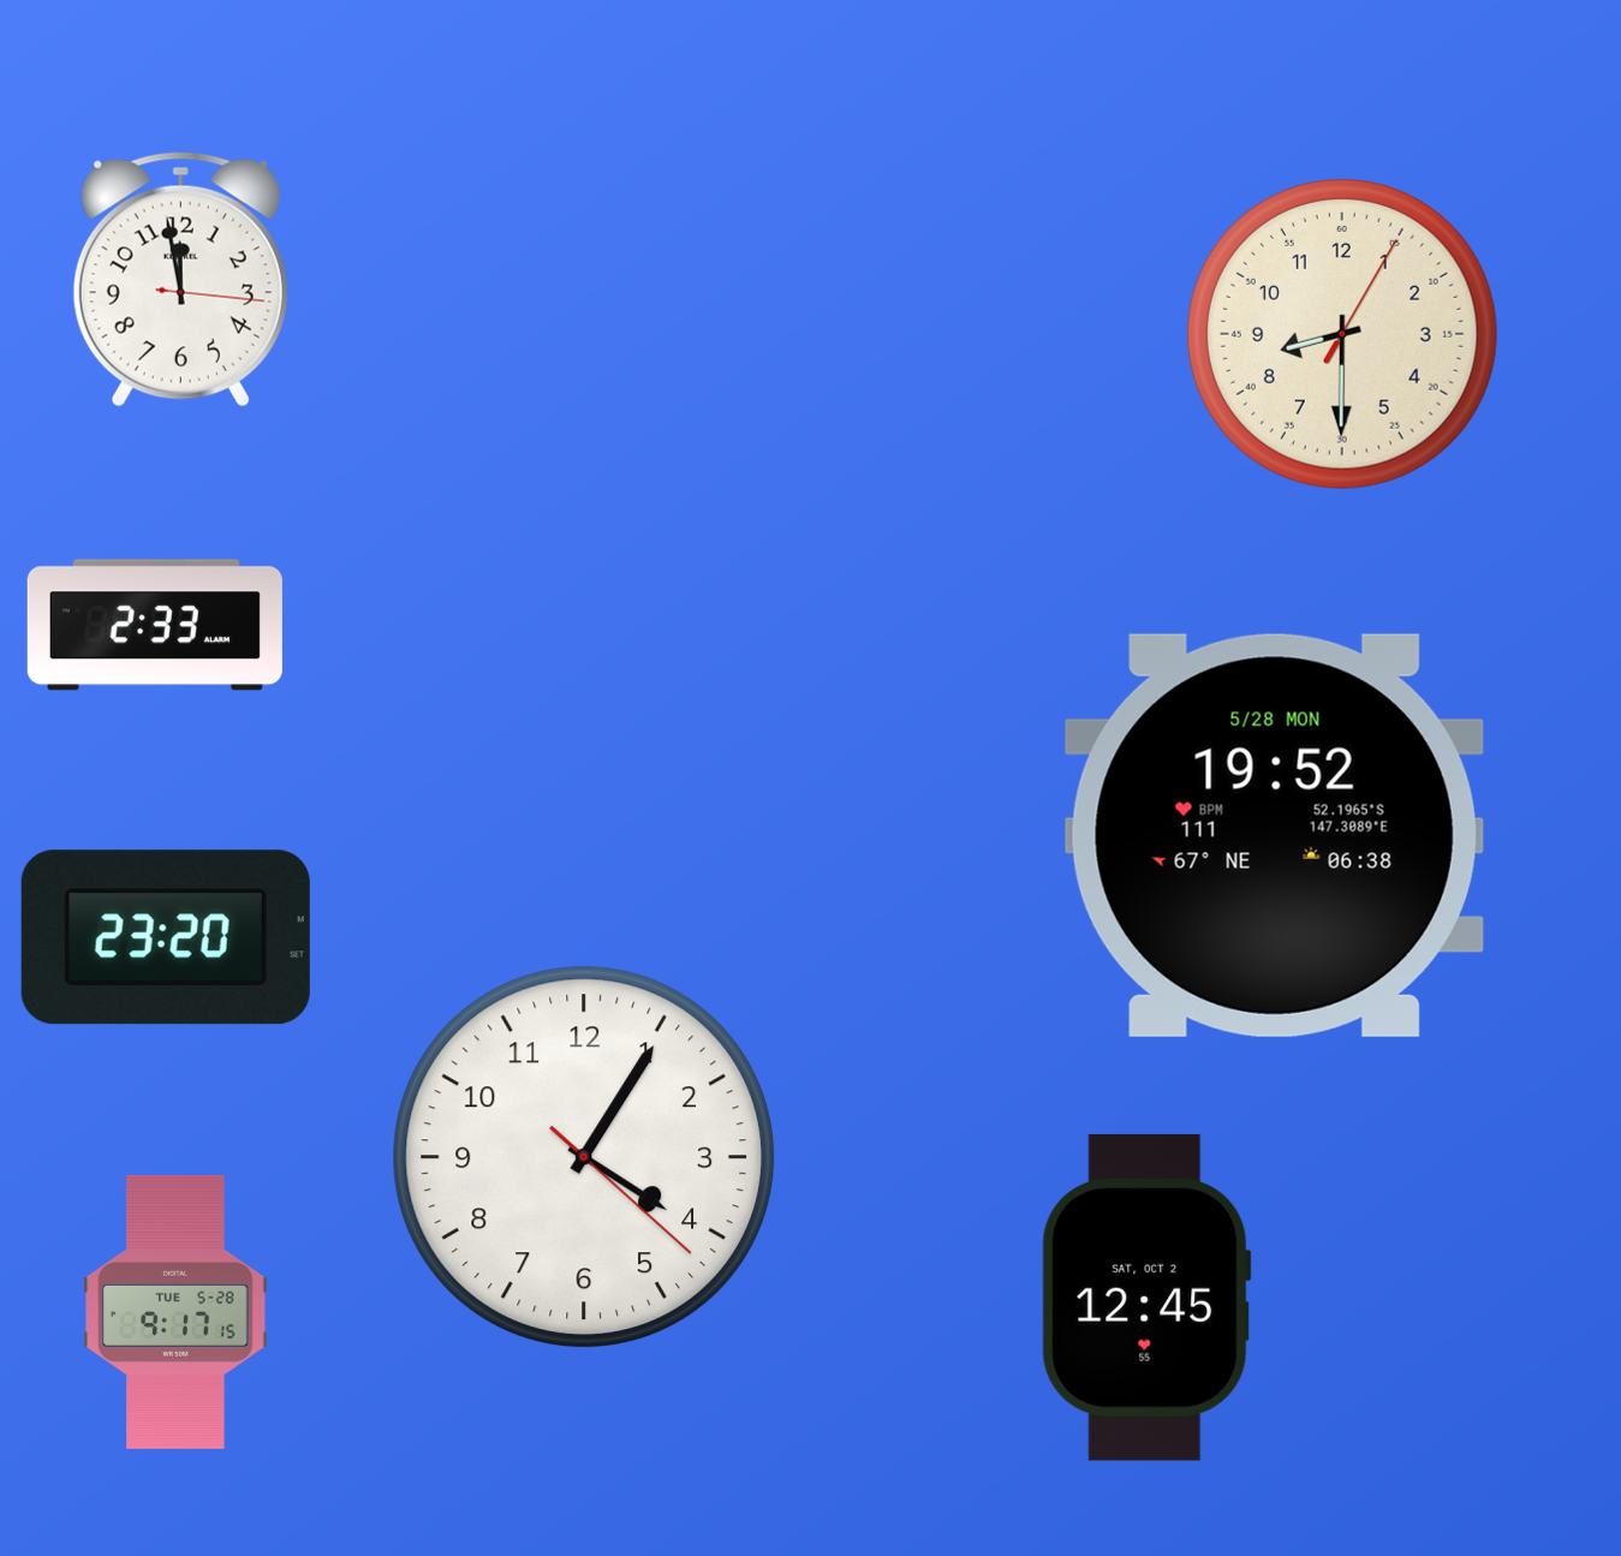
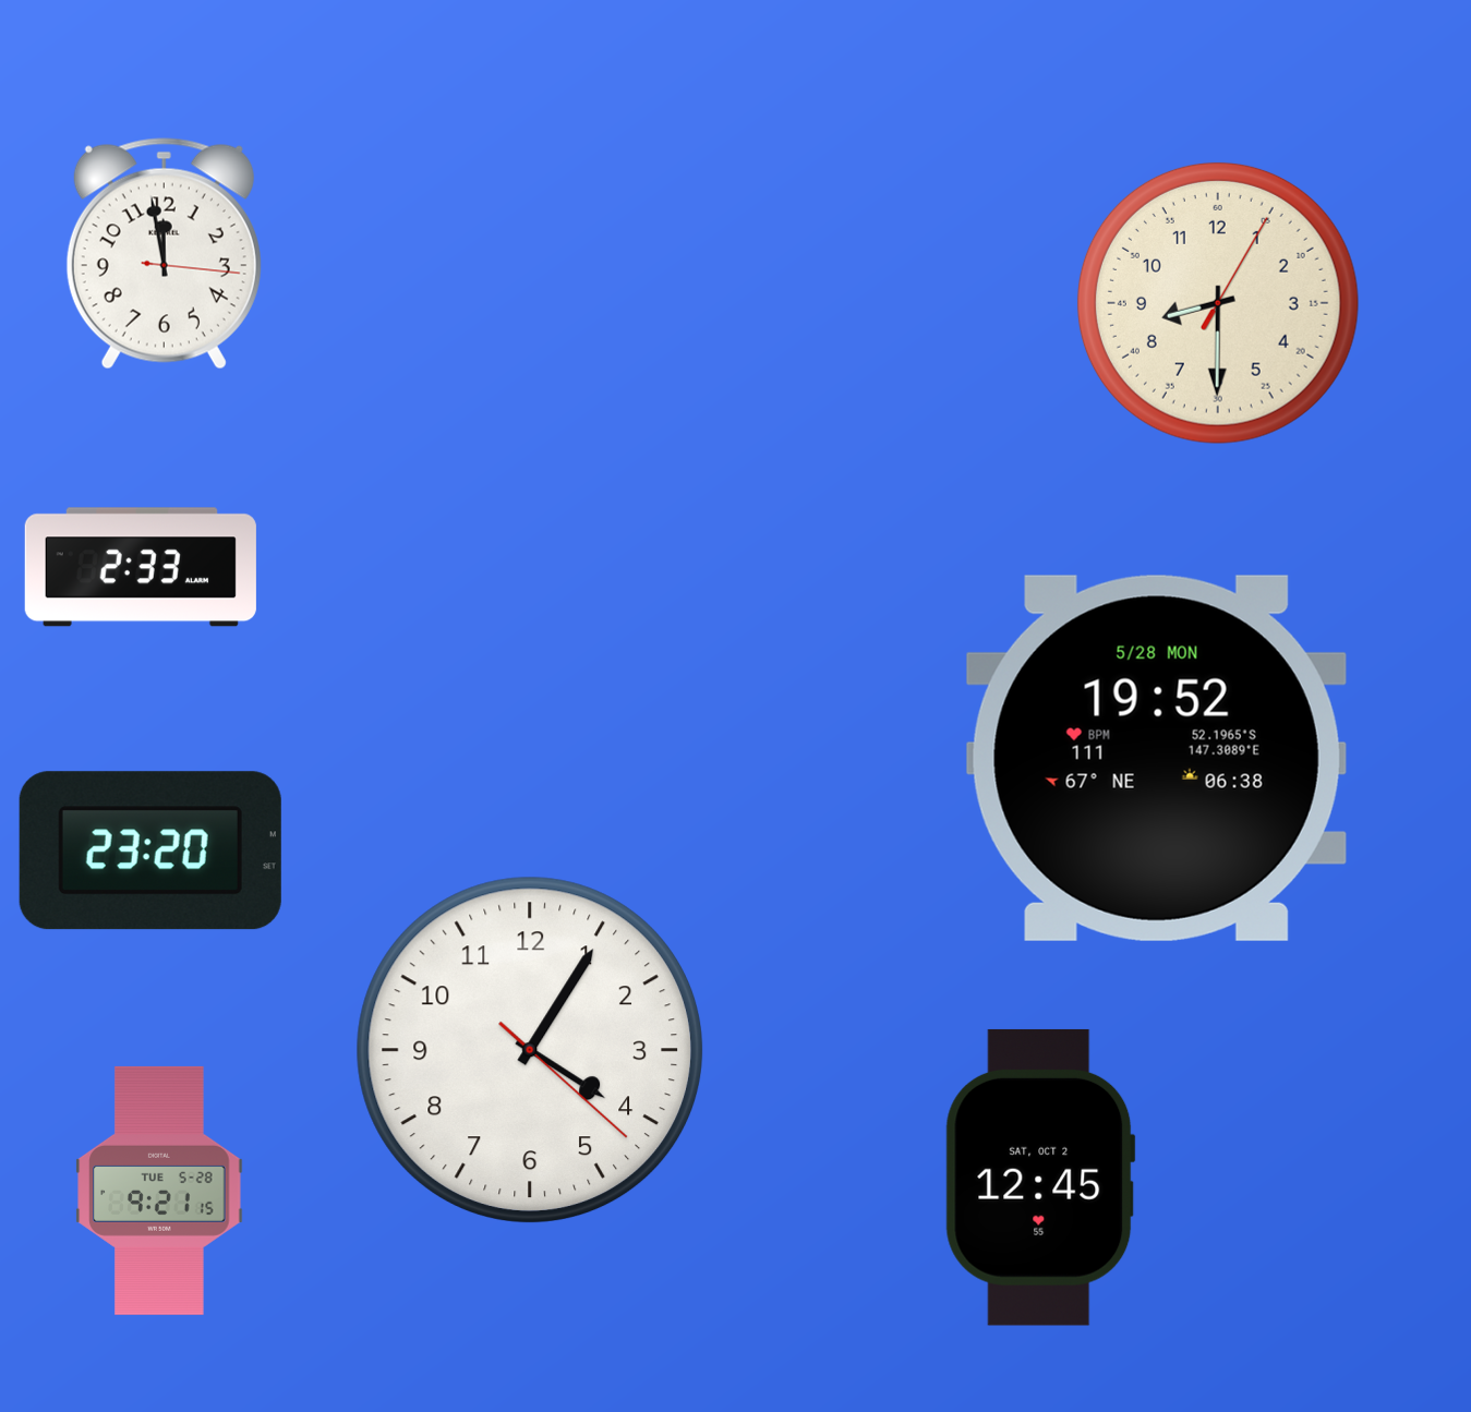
clock at (175, 1312): 9:17 -> 9:21
